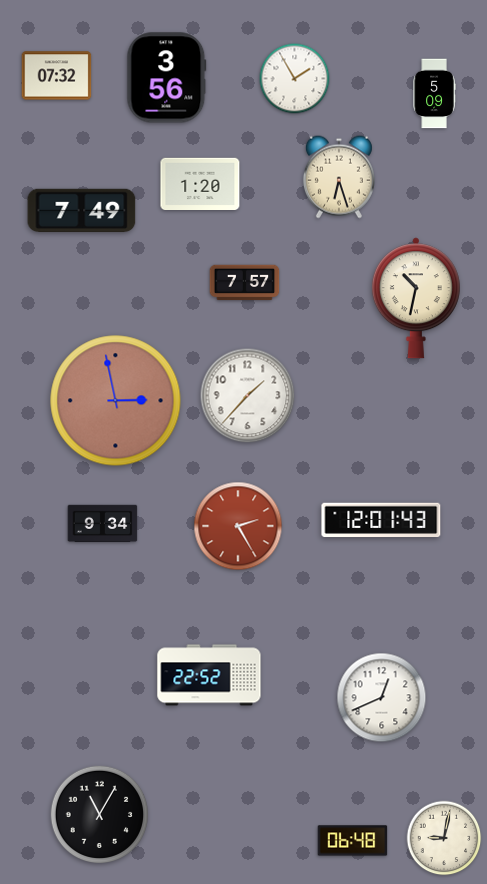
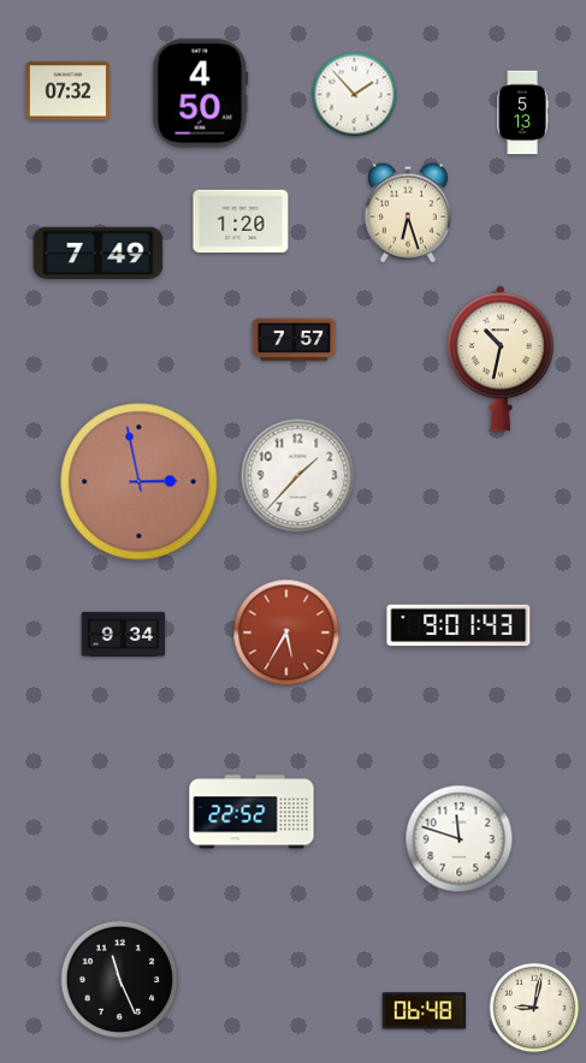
clock at (167, 78): 3:56 -> 4:50
clock at (295, 79): 1:55 -> 1:53
clock at (434, 94): 5:09 -> 5:13
clock at (381, 520): 12:01 -> 9:01
clock at (103, 524) position: (103, 524) -> (124, 635)
clock at (238, 526): 2:25 -> 5:35
clock at (382, 698): 12:41 -> 11:48
clock at (99, 814): 11:05 -> 11:26
